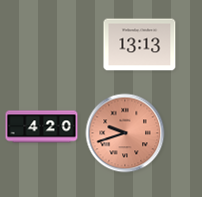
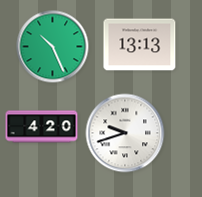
clock at (53, 47): none -> 10:26
clock at (125, 133) dial: salmon -> white
